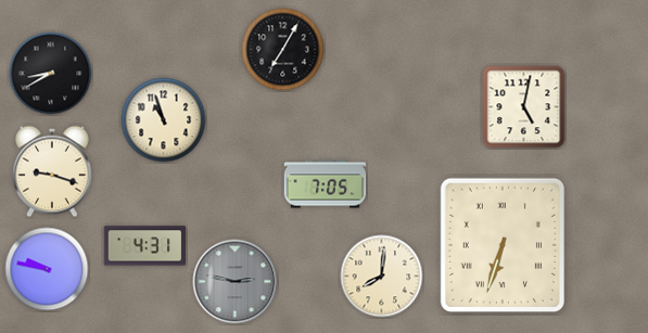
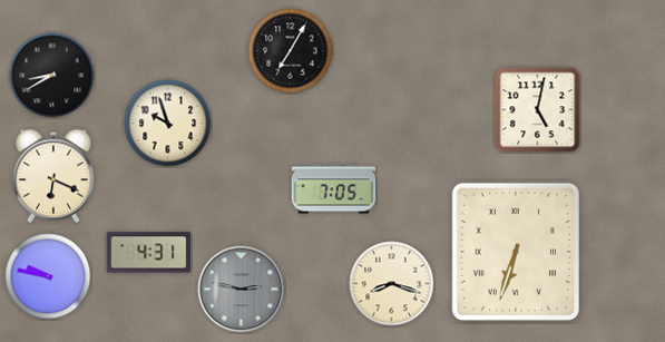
clock at (164, 120): 10:57 -> 9:57
clock at (52, 171): 9:18 -> 6:19
clock at (382, 277): 8:01 -> 8:18
